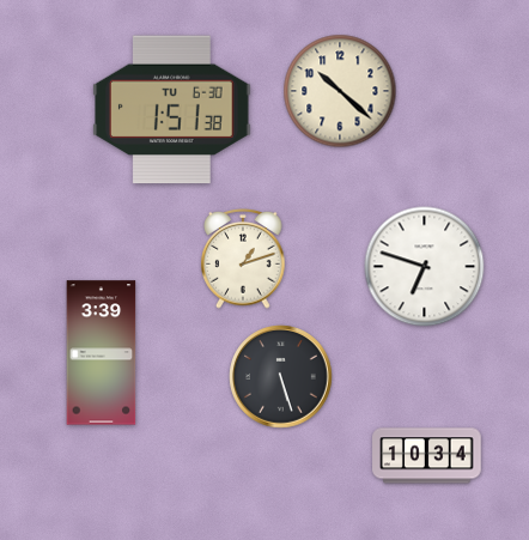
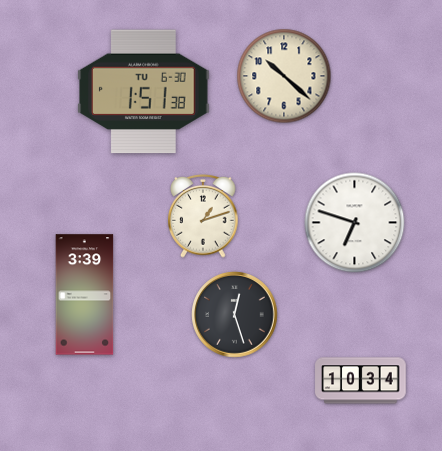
clock at (281, 377): 5:27 -> 12:27
clock at (427, 456) position: (427, 456) -> (361, 381)
